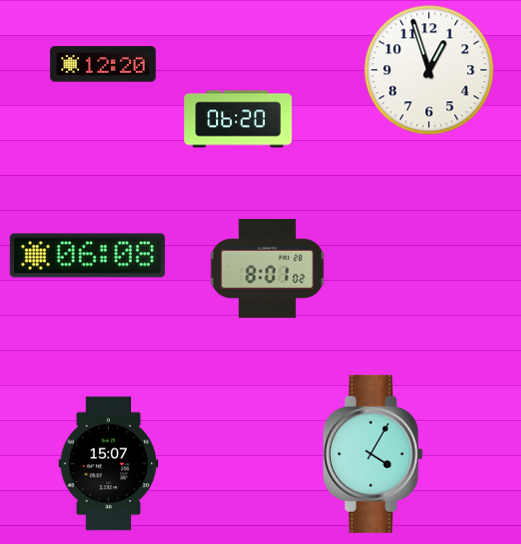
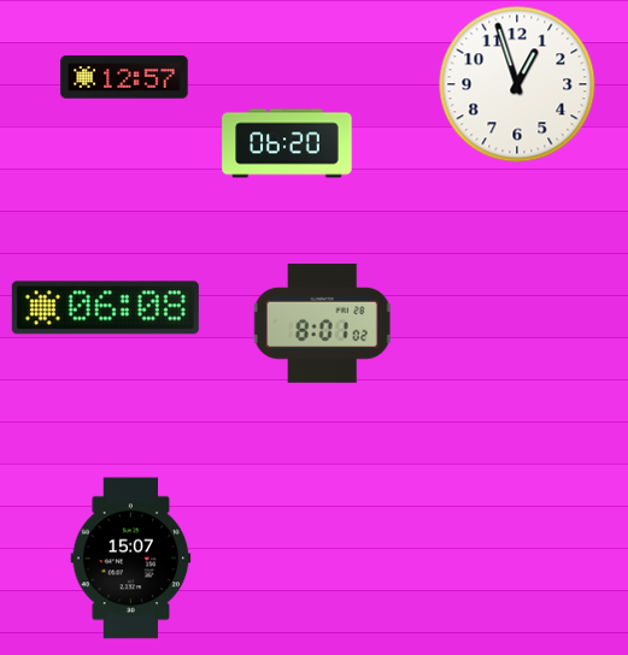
clock at (103, 64): 12:20 -> 12:57
clock at (373, 454): 4:05 -> none
